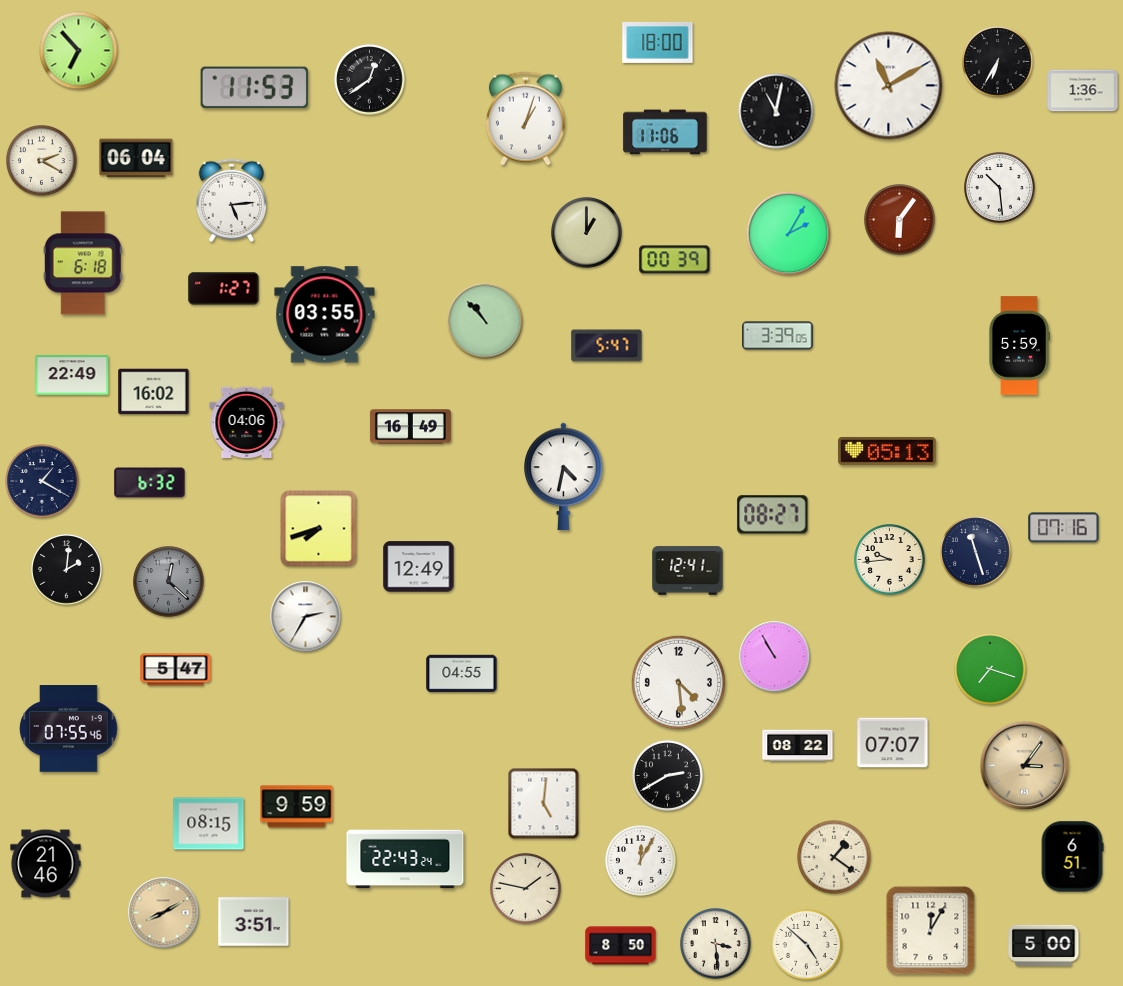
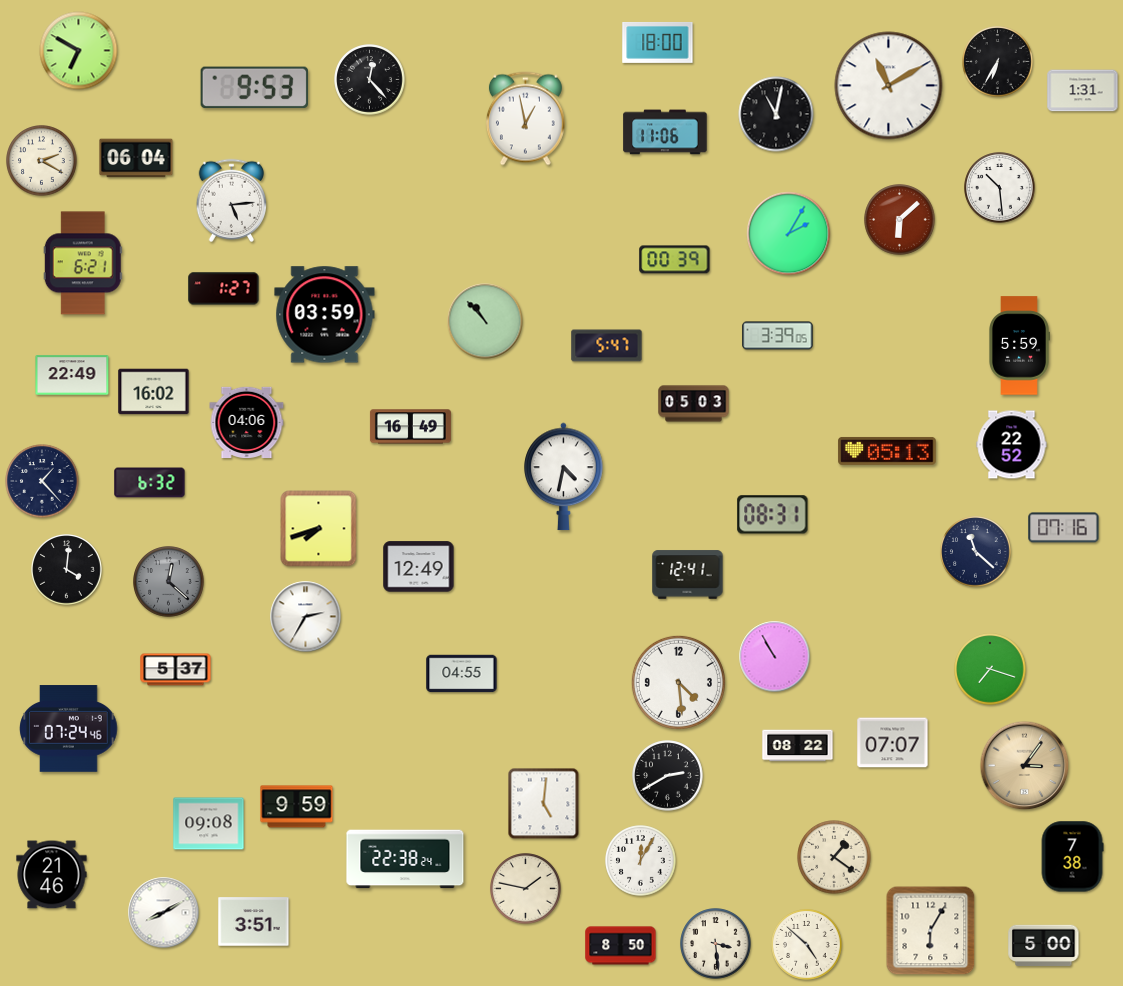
clock at (79, 51): 6:53 -> 6:50
clock at (370, 80): 12:39 -> 12:23
clock at (254, 88): 11:53 -> 9:53
clock at (1083, 91): 1:36 -> 1:31
clock at (776, 111) position: (776, 111) -> (776, 114)
clock at (525, 119): 1:03 -> 12:58
clock at (900, 220): 6:06 -> 6:08
clock at (587, 233): 1:00 -> none
clock at (83, 263): 6:18 -> 6:21
clock at (325, 315): 03:55 -> 03:59
clock at (694, 404): none -> 05:03
clock at (1012, 445): none -> 22:52
clock at (42, 481): 1:20 -> 1:23
clock at (773, 515): 08:27 -> 08:31
clock at (976, 552): 11:27 -> 11:22
clock at (890, 560): 9:44 -> none
clock at (67, 570): 2:01 -> 4:01
clock at (688, 571) position: (688, 571) -> (688, 575)
clock at (176, 670): 5:47 -> 5:37
clock at (69, 729): 07:55 -> 07:24
clock at (209, 824): 08:15 -> 09:08
clock at (1072, 857): 6:51 -> 7:38
clock at (405, 859): 22:43 -> 22:38
clock at (46, 864) position: (46, 864) -> (52, 875)
clock at (164, 913) dial: champagne -> white
clock at (931, 931): 12:05 -> 6:05
